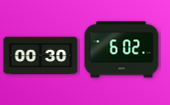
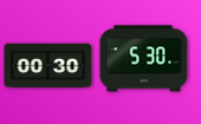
clock at (122, 50): 6:02 -> 5:30
